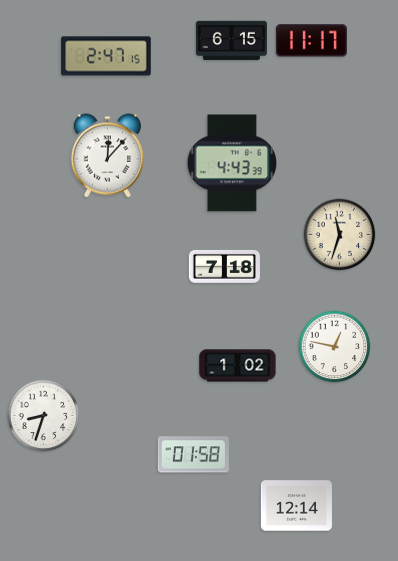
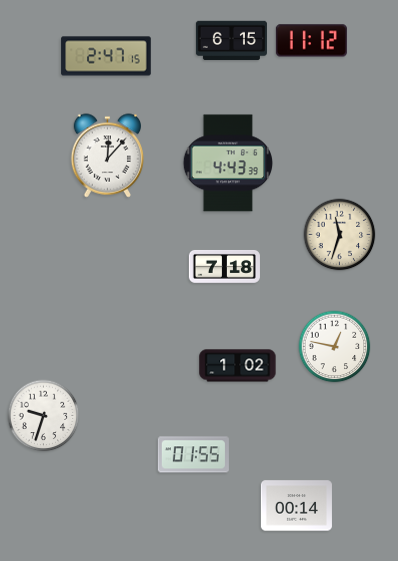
clock at (311, 41): 11:17 -> 11:12
clock at (231, 163) position: (231, 163) -> (227, 163)
clock at (44, 416): 8:33 -> 9:33
clock at (193, 455): 01:58 -> 01:55
clock at (296, 506): 12:14 -> 00:14
